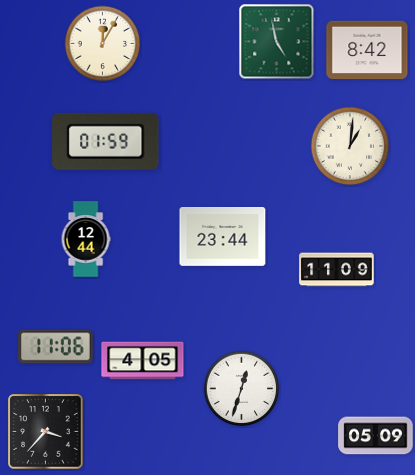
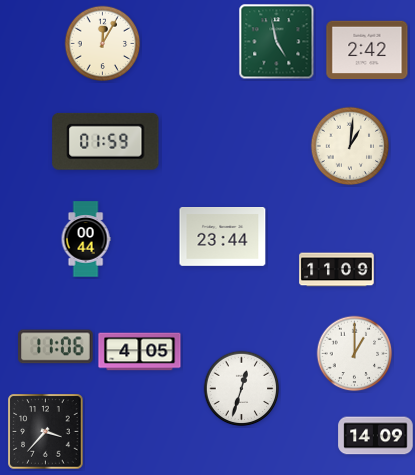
clock at (367, 50): 8:42 -> 2:42
clock at (86, 239): 12:44 -> 00:44
clock at (355, 354): none -> 1:00
clock at (143, 361) position: (143, 361) -> (140, 352)
clock at (376, 436): 05:09 -> 14:09
